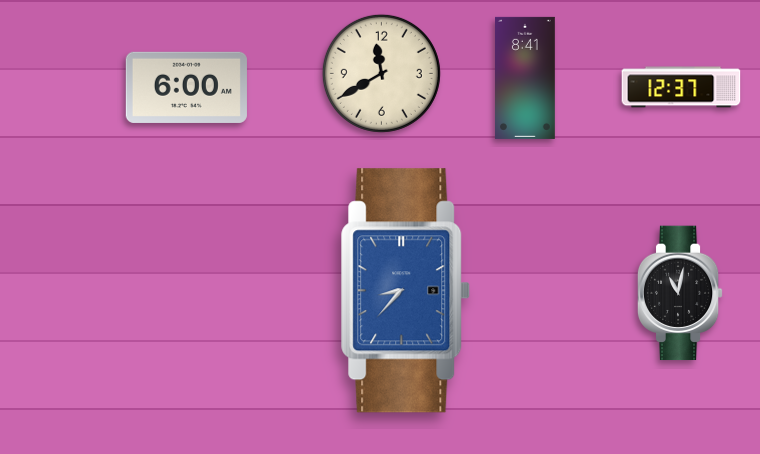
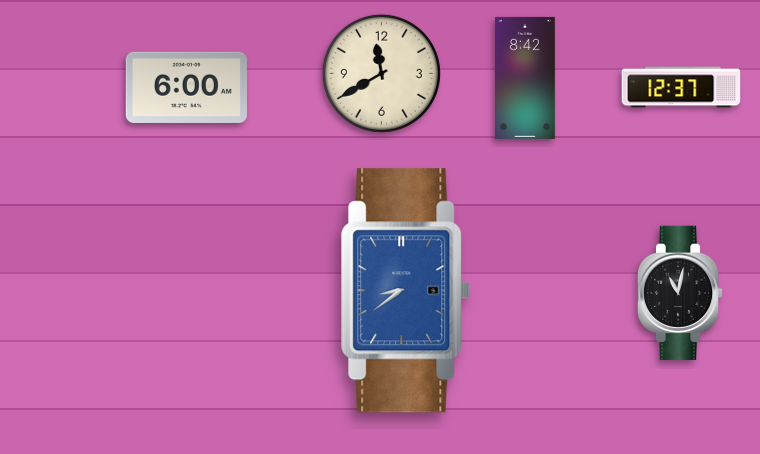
clock at (526, 78): 8:41 -> 8:42
clock at (406, 291): 8:37 -> 8:39
